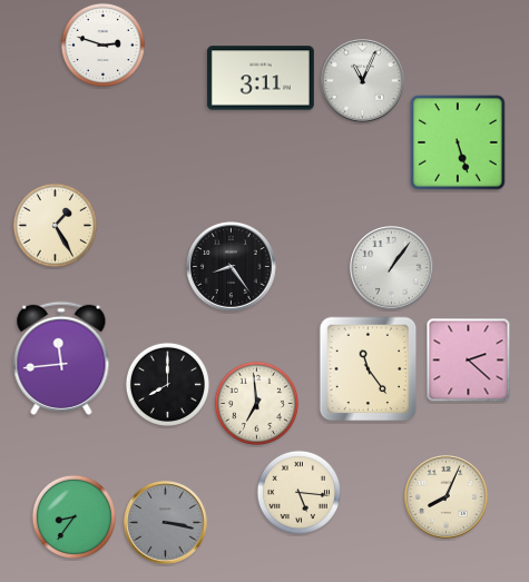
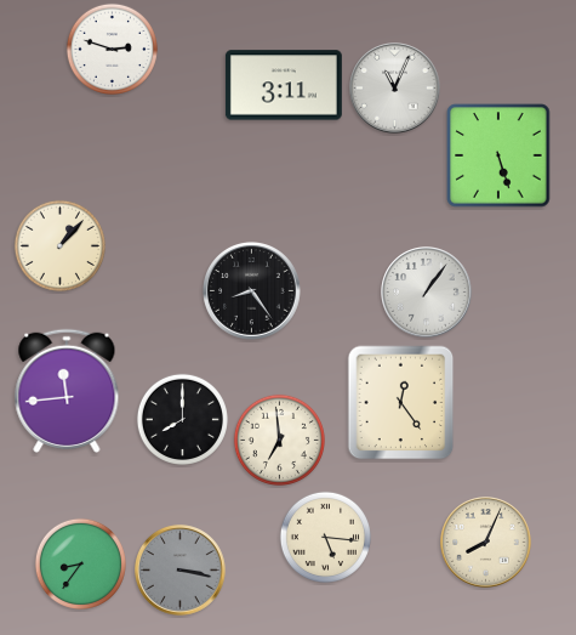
clock at (55, 225): 1:25 -> 1:07
clock at (469, 361): 2:22 -> none
clock at (369, 369): 11:24 -> 12:24
